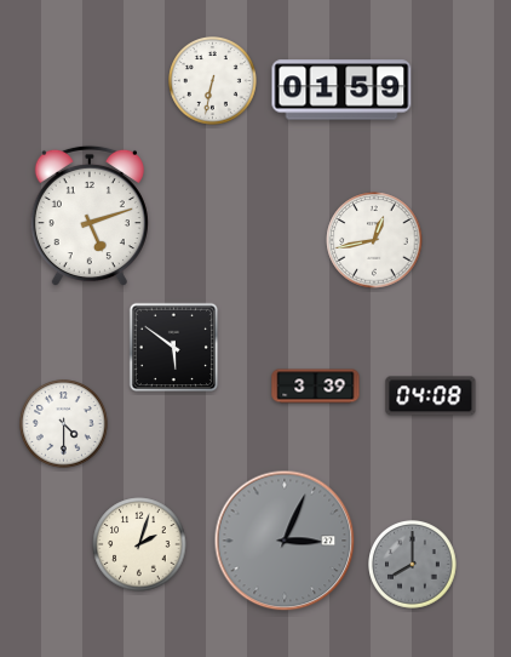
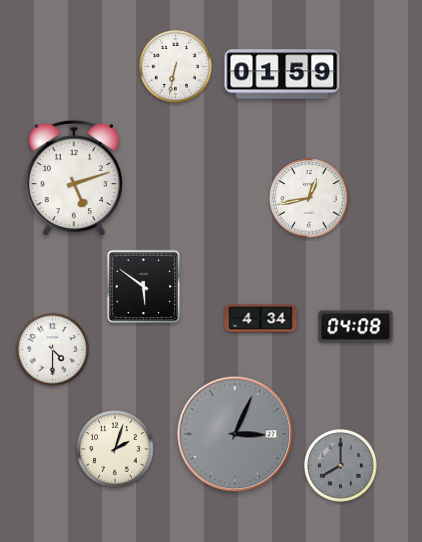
clock at (316, 387): 3:39 -> 4:34
clock at (285, 541) position: (285, 541) -> (235, 434)
